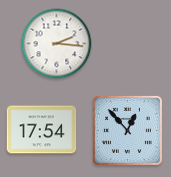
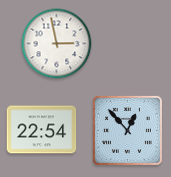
clock at (57, 44): 2:16 -> 2:58
clock at (42, 130): 17:54 -> 22:54
